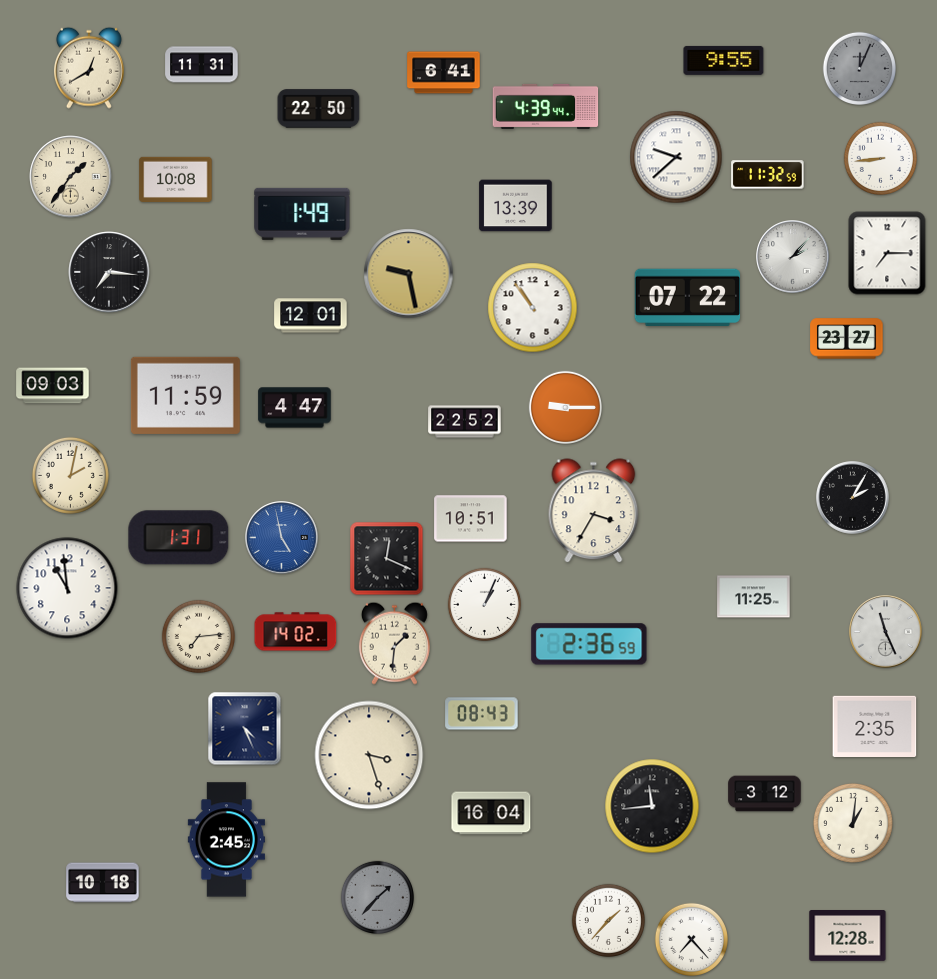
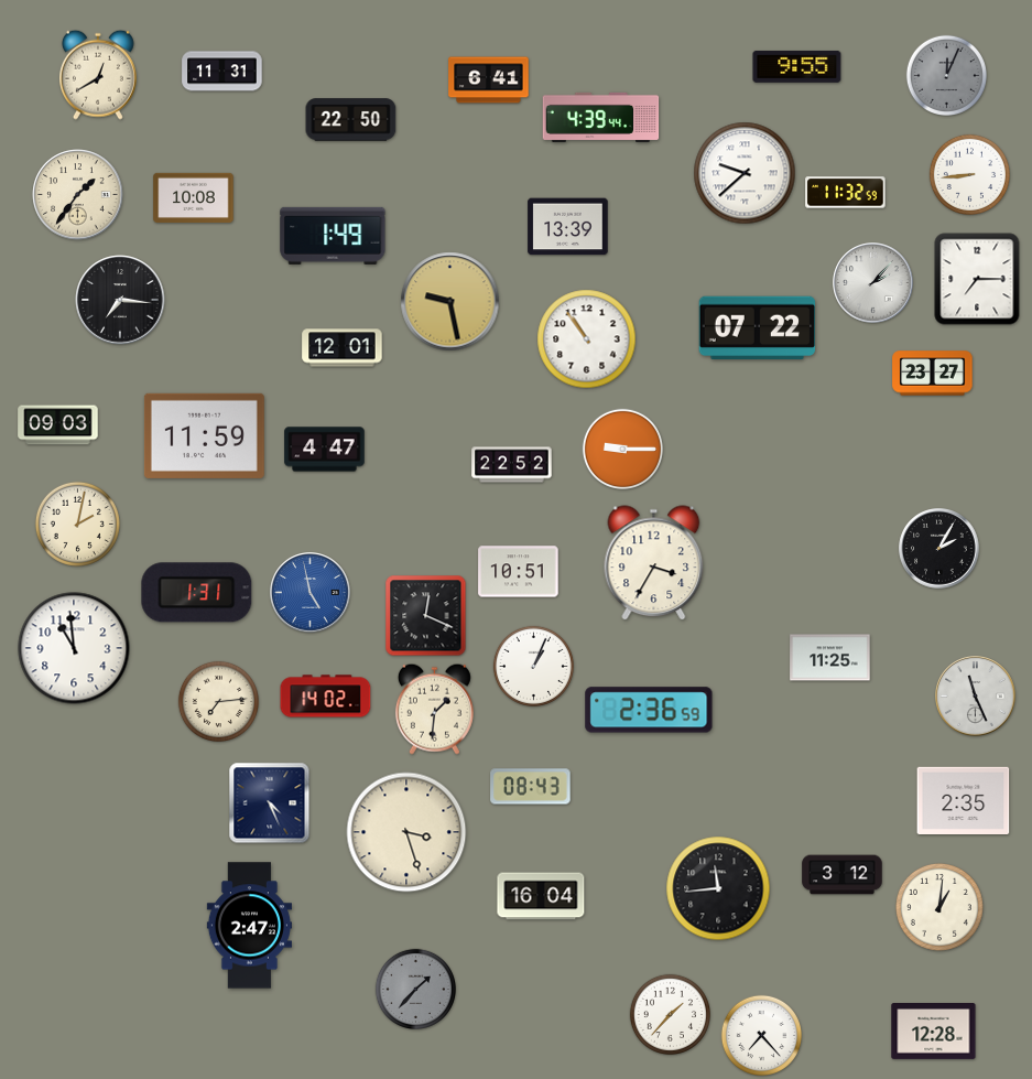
clock at (226, 840): 2:45 -> 2:47
clock at (103, 883): 10:18 -> none
